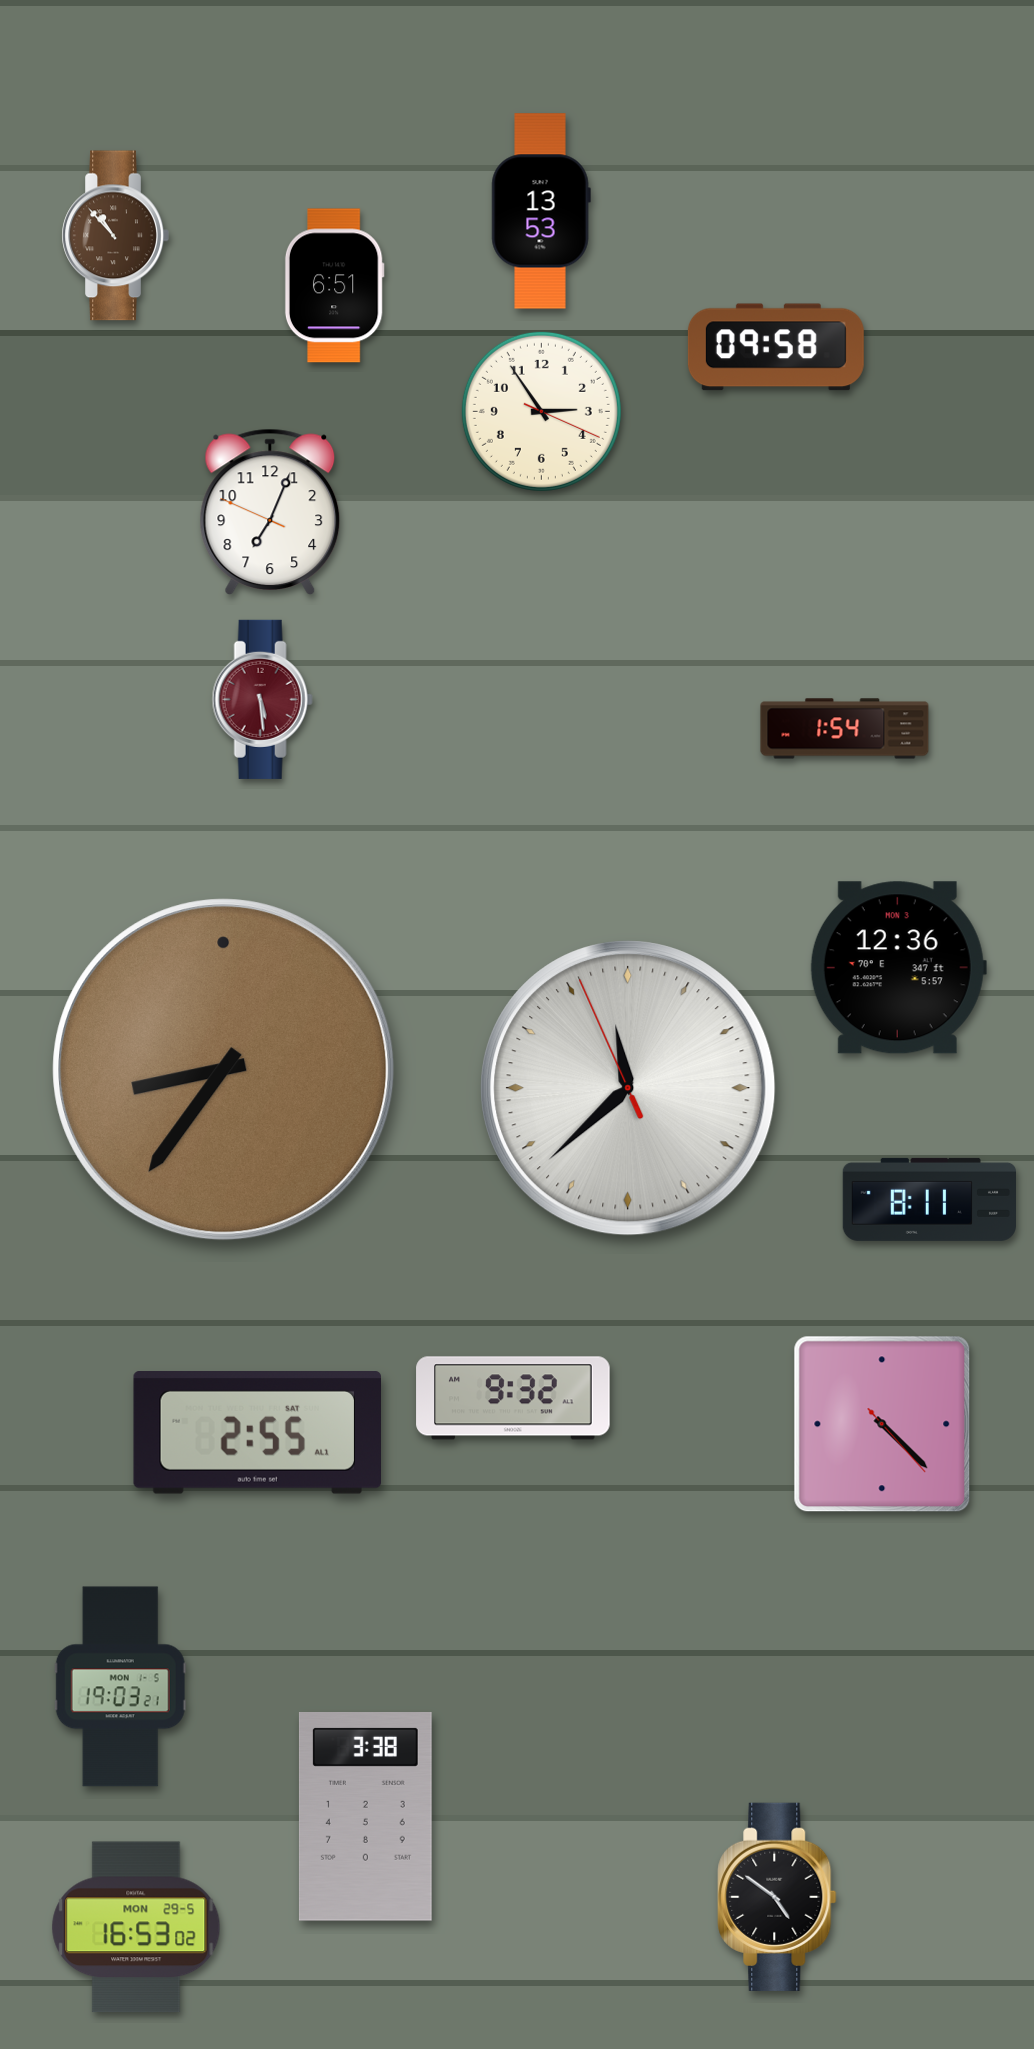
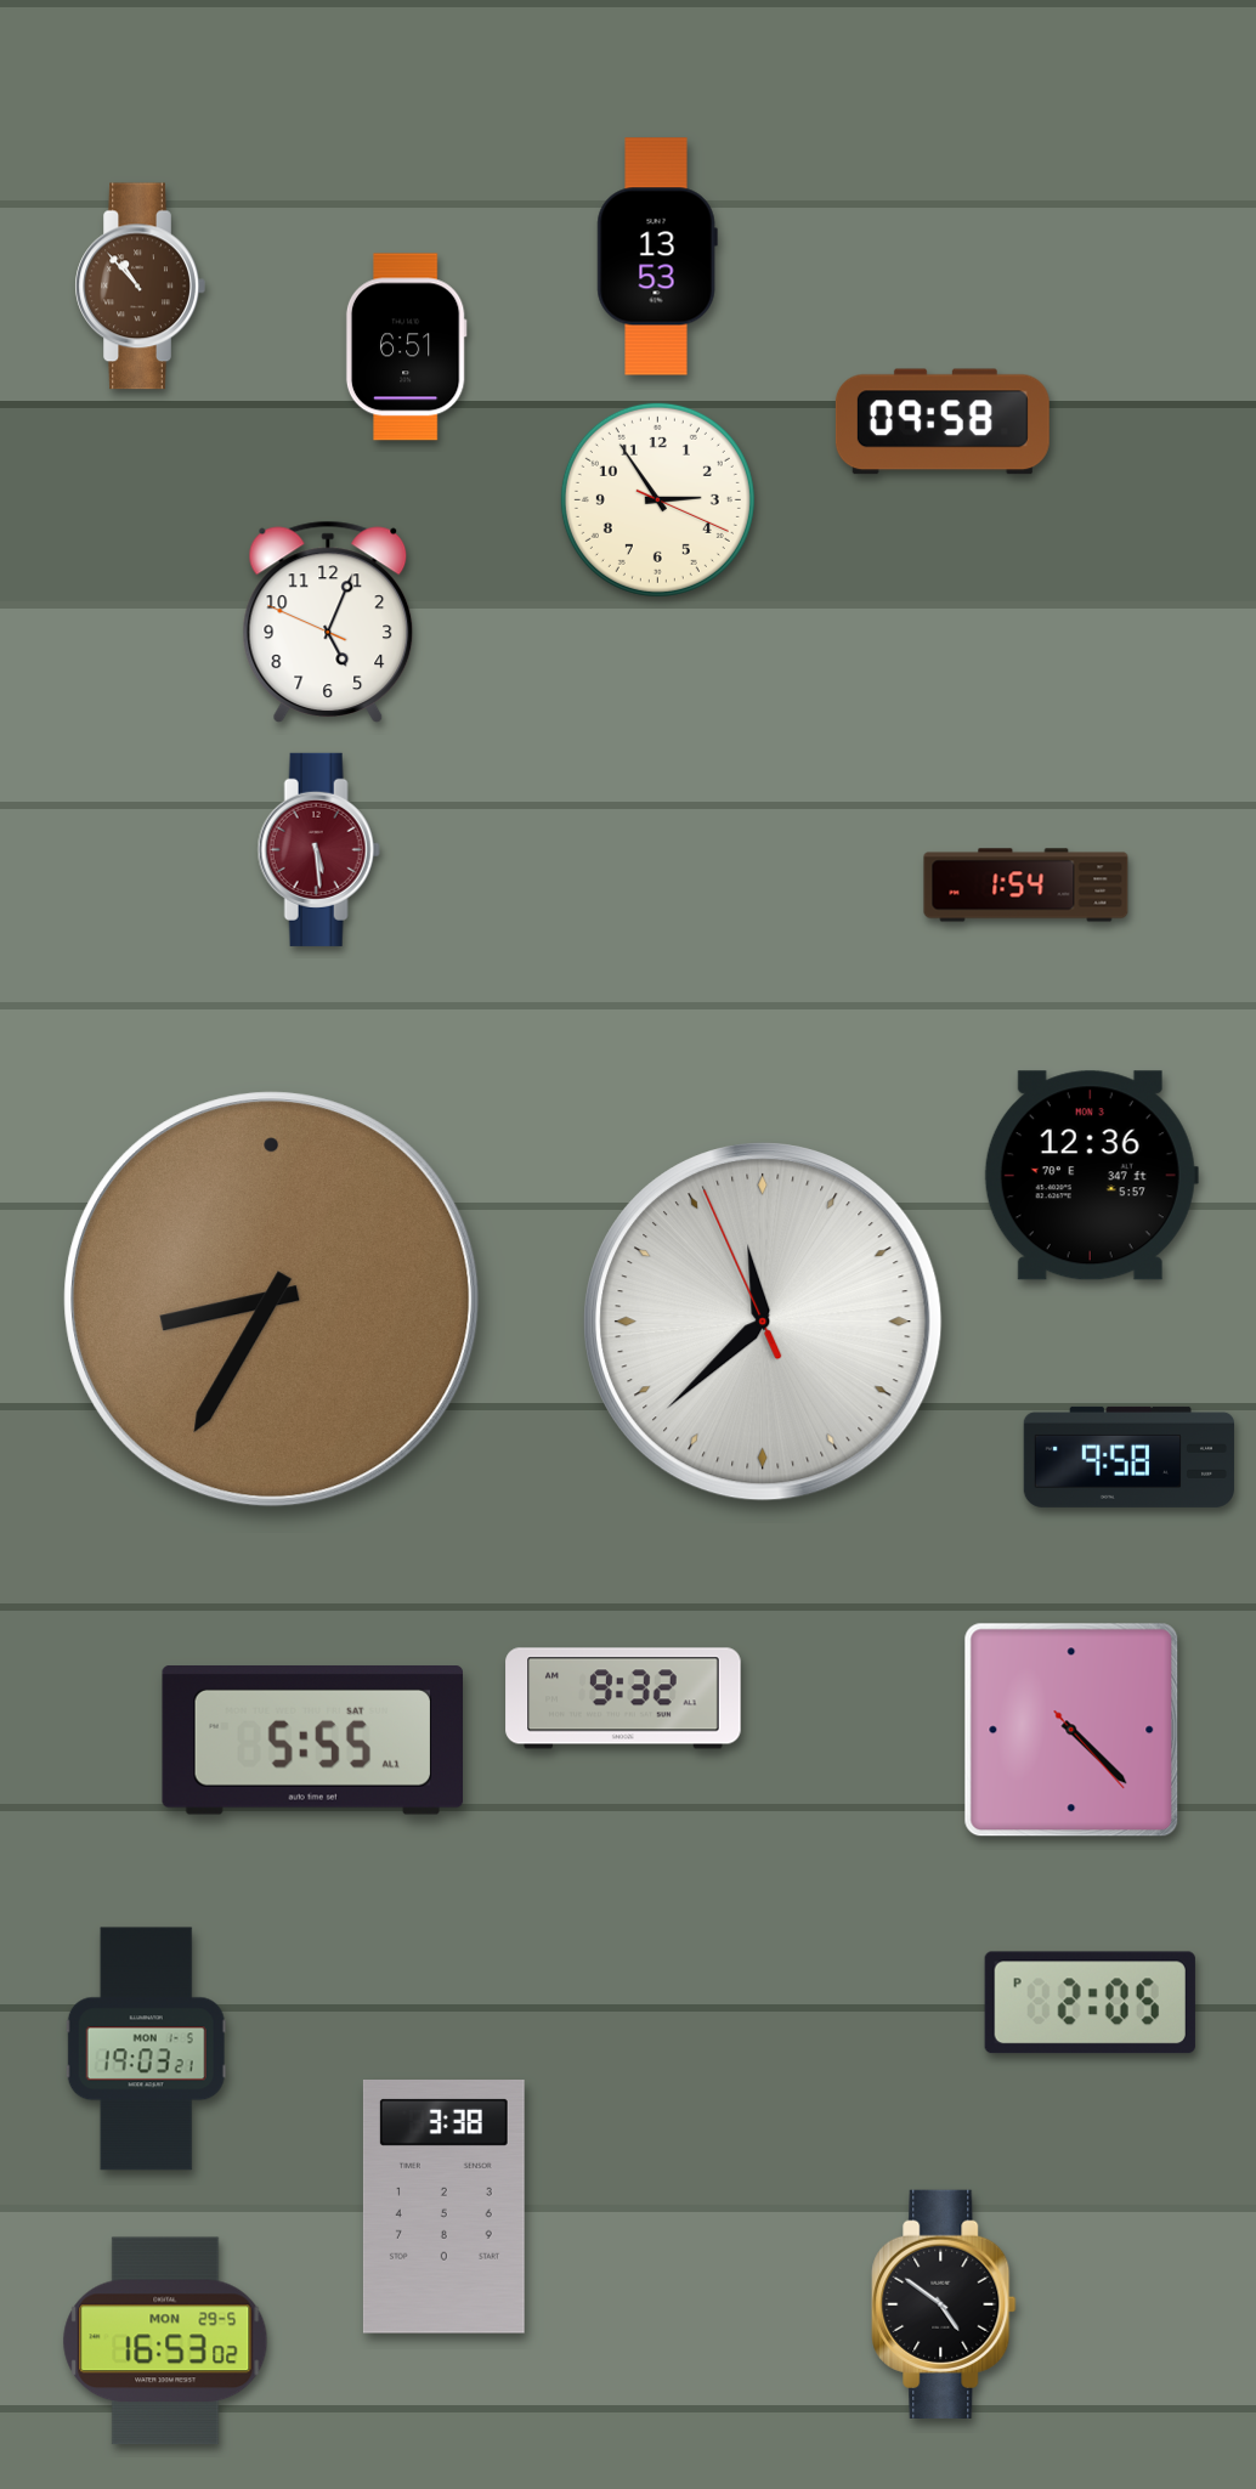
clock at (270, 512): 7:03 -> 5:03
clock at (224, 1070): 8:36 -> 8:35
clock at (929, 1199): 8:11 -> 9:58
clock at (257, 1433): 2:55 -> 5:55
clock at (1090, 2003): none -> 2:05
